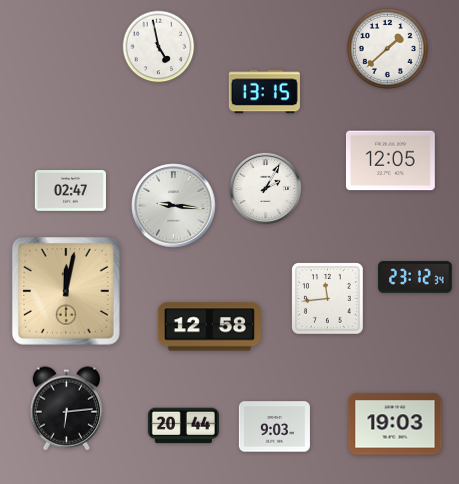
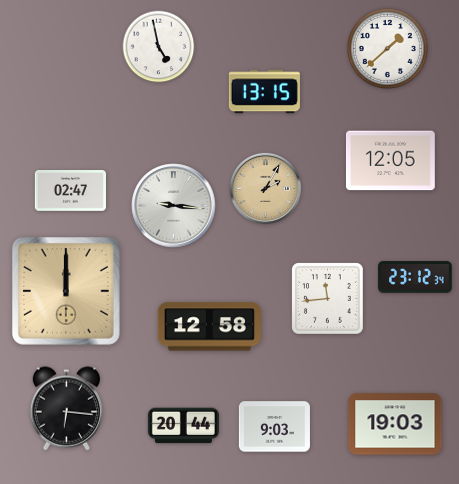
clock at (265, 188) dial: white -> champagne
clock at (67, 292): 12:02 -> 12:00
clock at (67, 409): 6:14 -> 6:16
